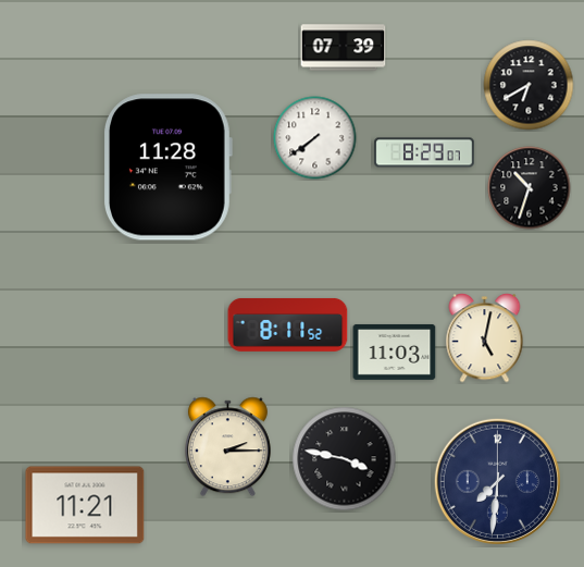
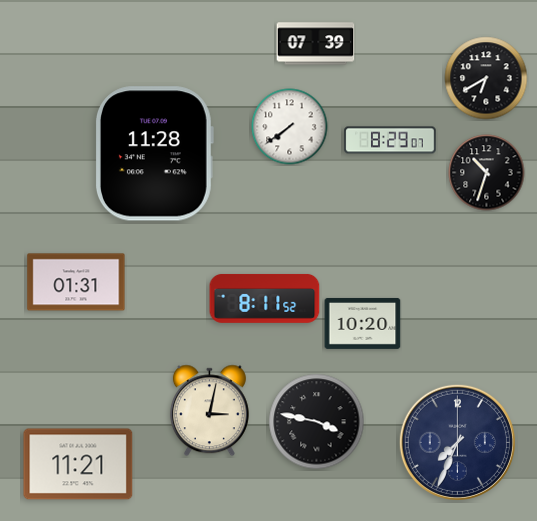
clock at (76, 282): none -> 01:31
clock at (485, 338): 5:02 -> none
clock at (395, 352): 11:03 -> 10:20
clock at (227, 447): 2:15 -> 3:02
clock at (497, 481): 7:31 -> 7:34
